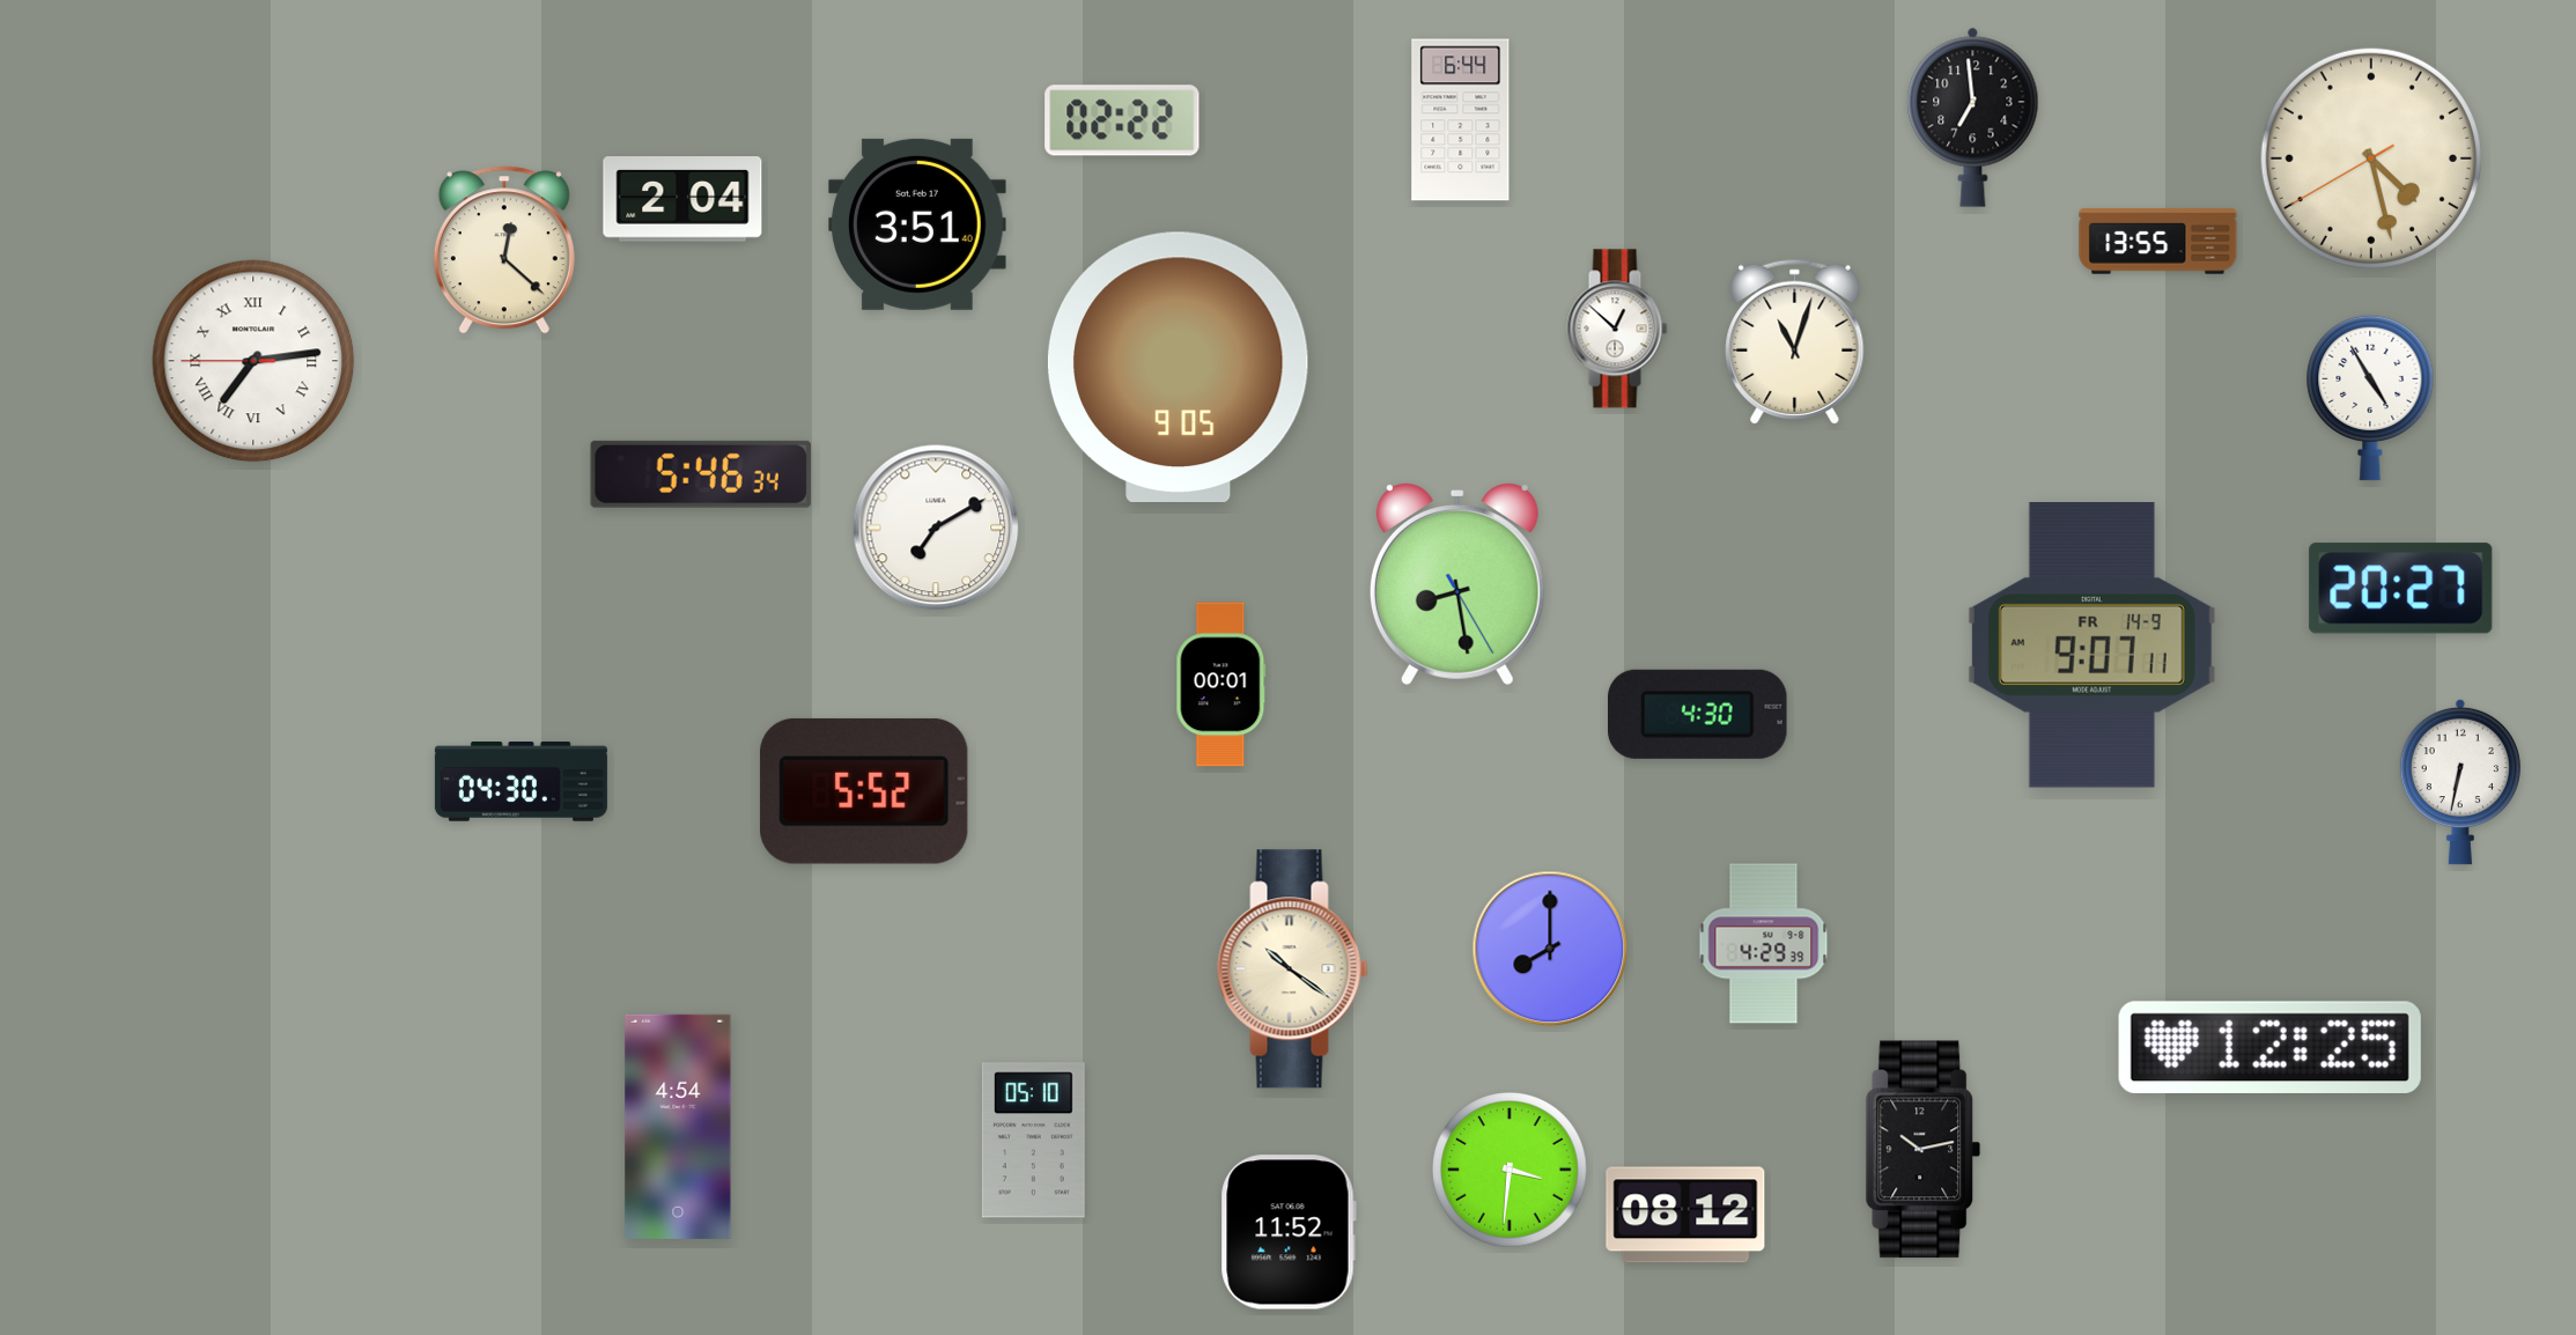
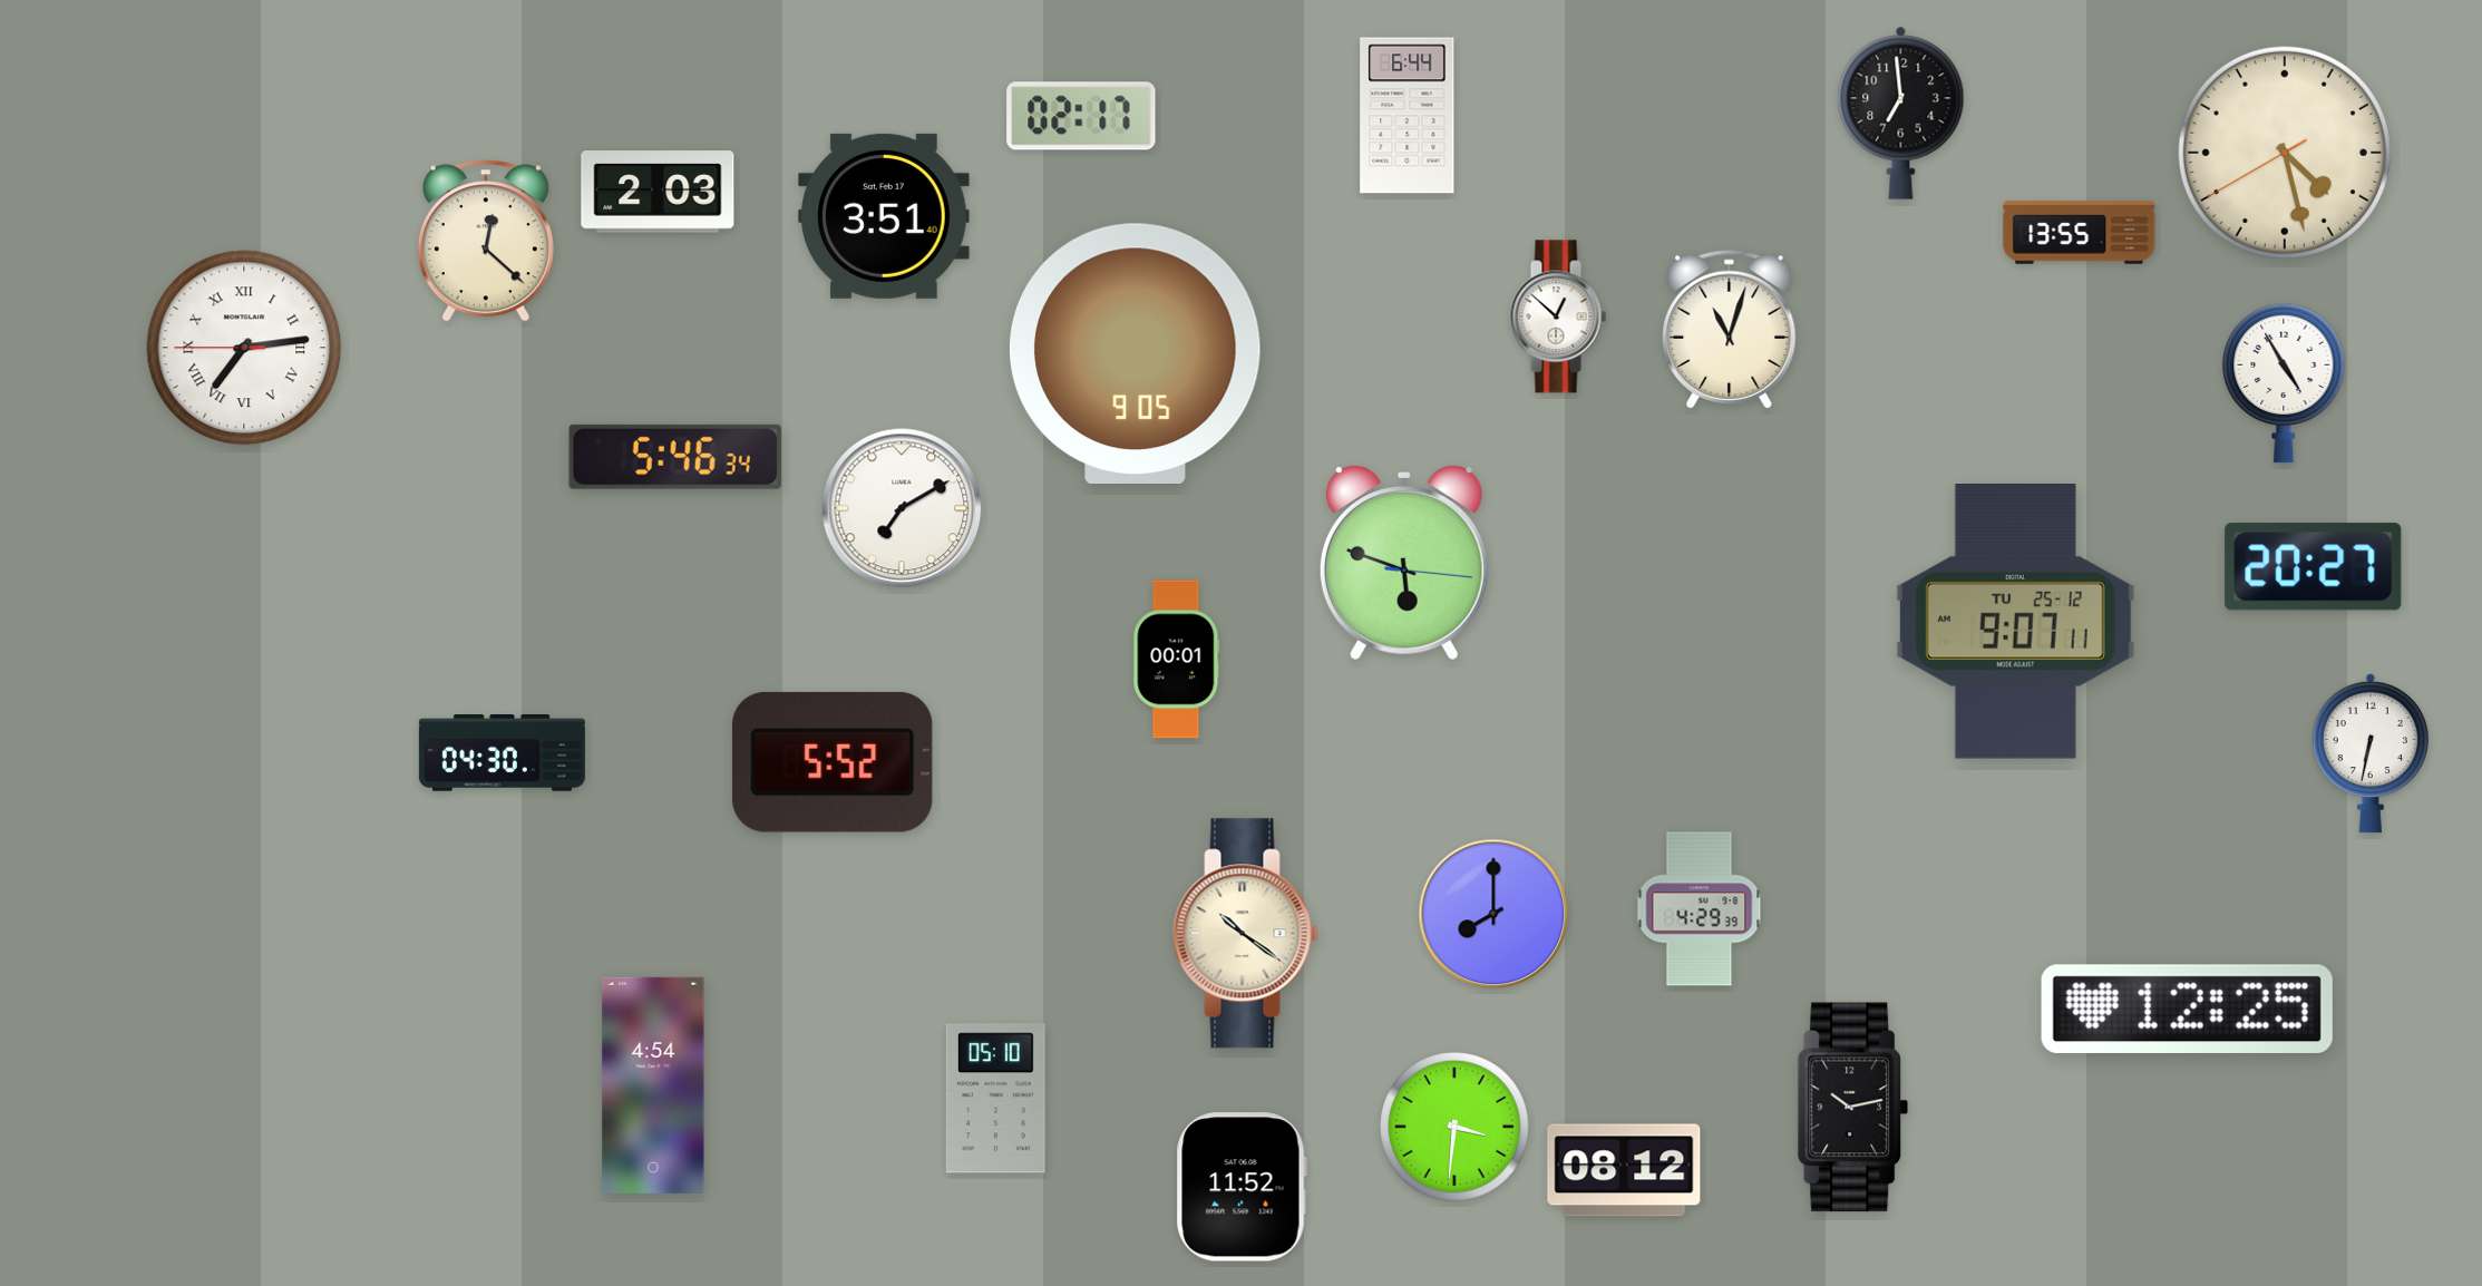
clock at (1122, 120): 02:22 -> 02:17
clock at (682, 199): 2:04 -> 2:03
clock at (1457, 584): 8:28 -> 5:48
clock at (2091, 646) date: FR 14-9 -> TU 25-12
clock at (1698, 714): 4:30 -> none
